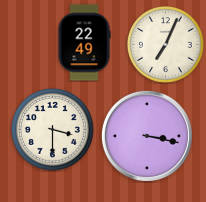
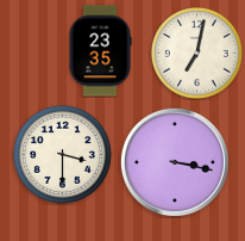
clock at (84, 43): 22:49 -> 23:35
clock at (166, 45): 7:04 -> 7:02
